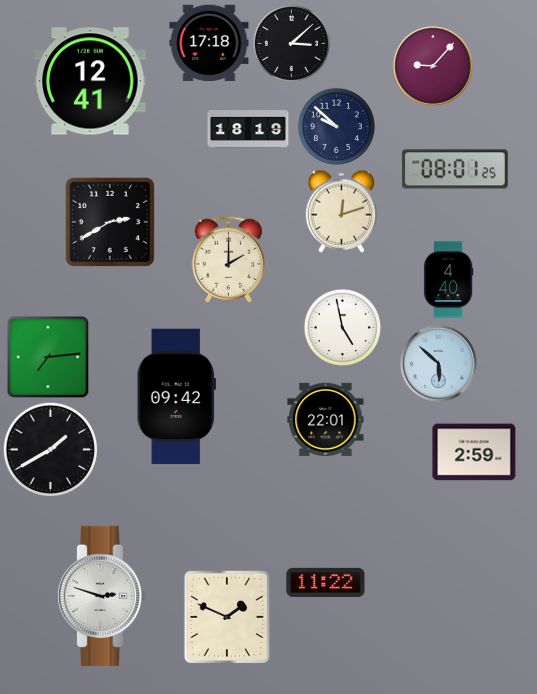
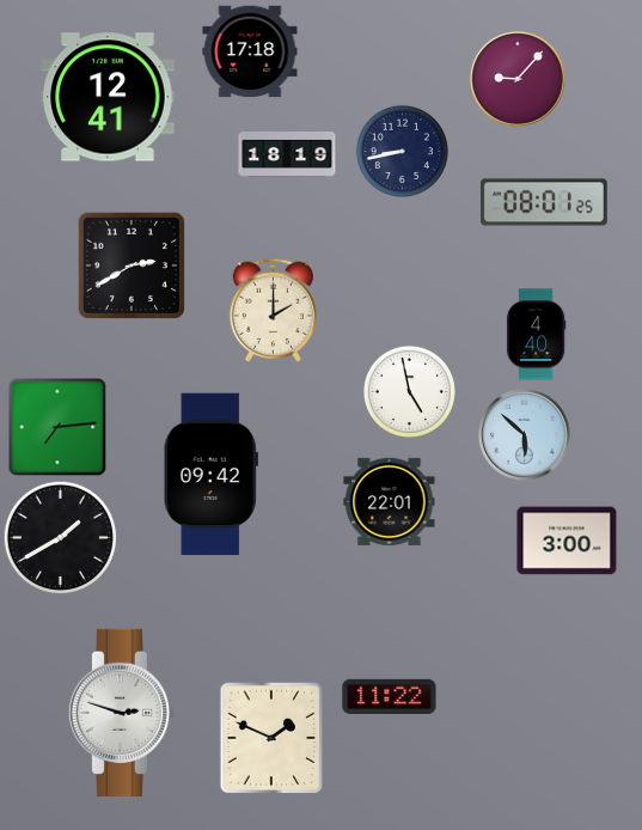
clock at (291, 43): 3:08 -> none
clock at (336, 126): 9:52 -> 8:43
clock at (248, 130) position: (248, 130) -> (287, 155)
clock at (342, 211): 12:12 -> none
clock at (474, 452): 2:59 -> 3:00
